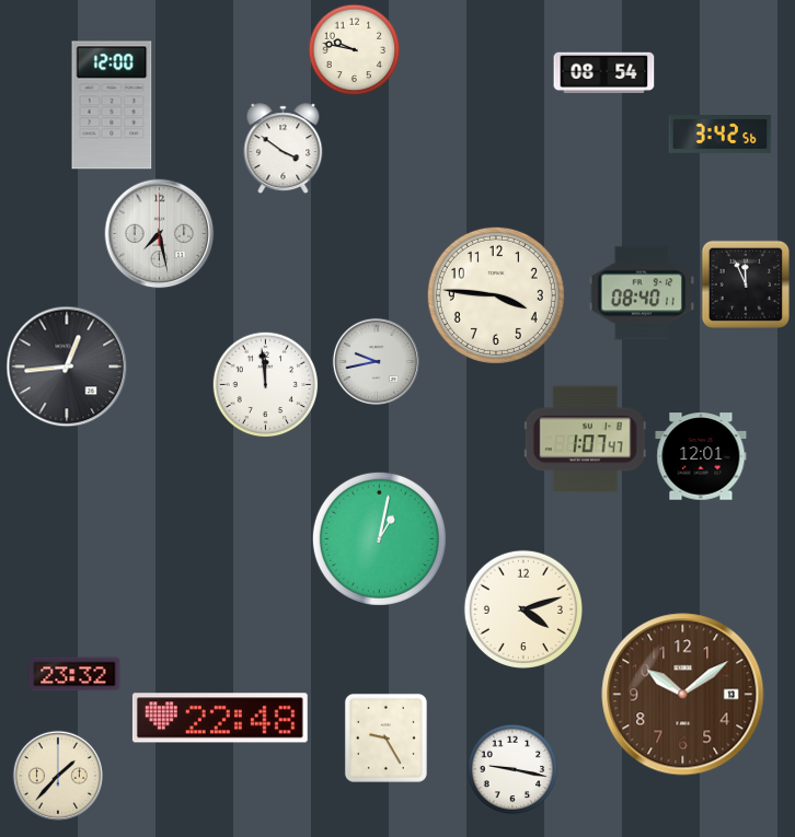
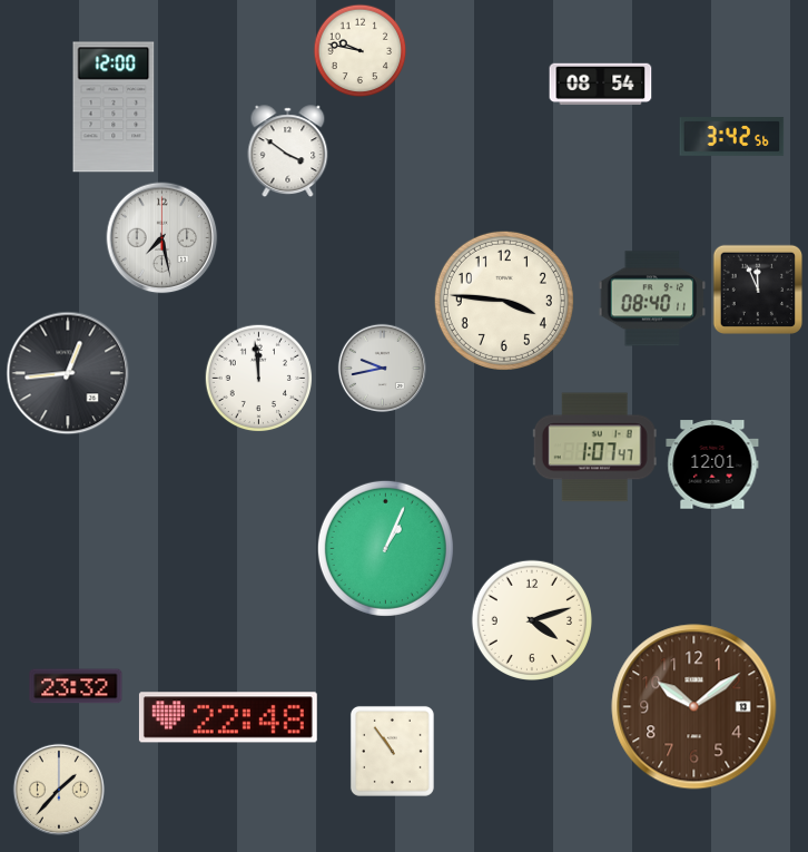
clock at (604, 73) position: (604, 73) -> (601, 85)
clock at (266, 385) position: (266, 385) -> (259, 379)
clock at (379, 538): 1:02 -> 1:04
clock at (220, 718) position: (220, 718) -> (228, 717)
clock at (385, 737): 9:25 -> 10:54
clock at (512, 769): 9:17 -> none
